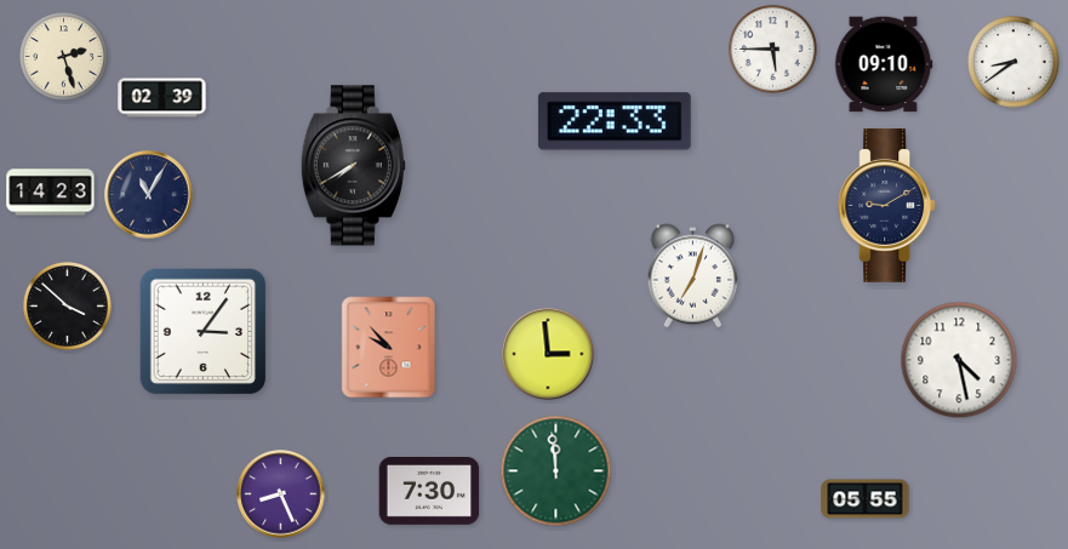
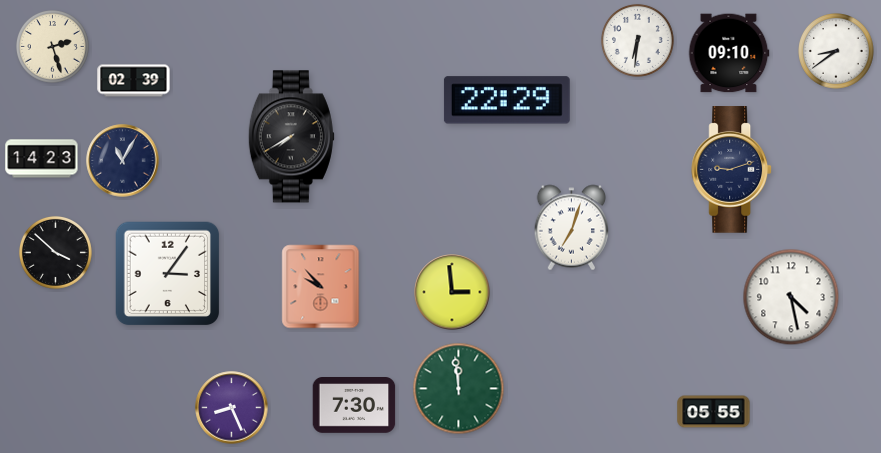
clock at (772, 48): 5:45 -> 6:31
clock at (615, 121): 22:33 -> 22:29
clock at (887, 206): 9:10 -> 9:12
